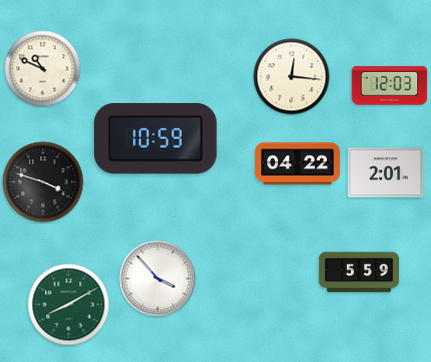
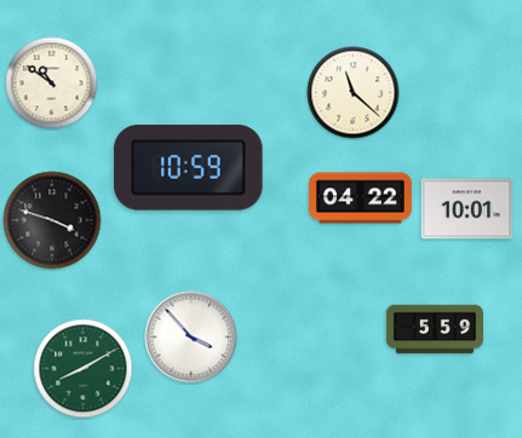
clock at (43, 69): 10:49 -> 10:51
clock at (292, 77): 12:16 -> 11:22
clock at (390, 86): 12:03 -> none
clock at (386, 173): 2:01 -> 10:01
